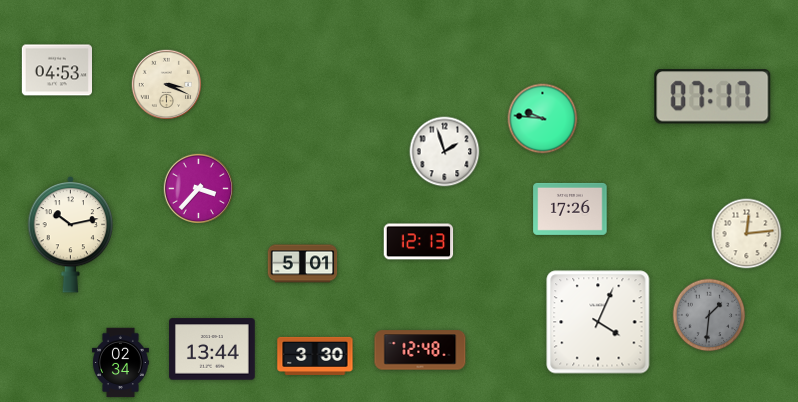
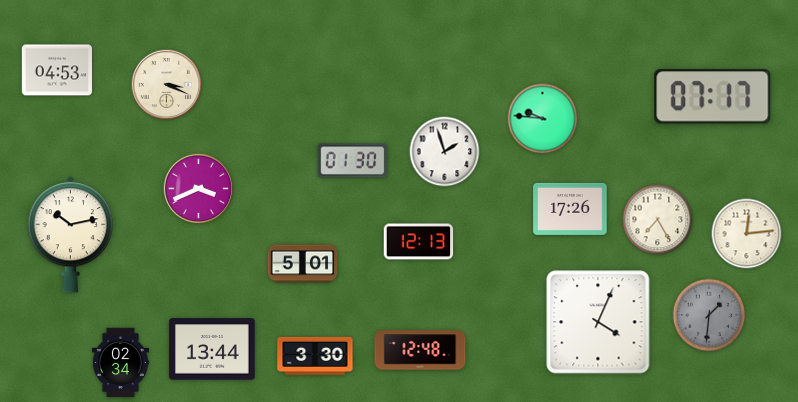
clock at (353, 161): none -> 01:30
clock at (198, 188): 3:37 -> 3:41
clock at (658, 220): none -> 7:25
